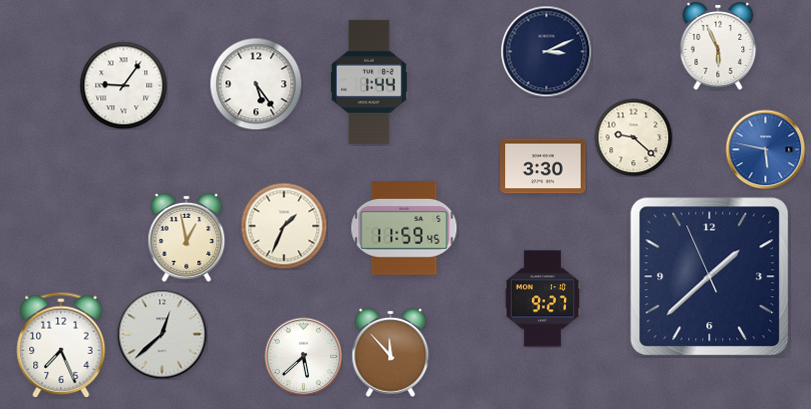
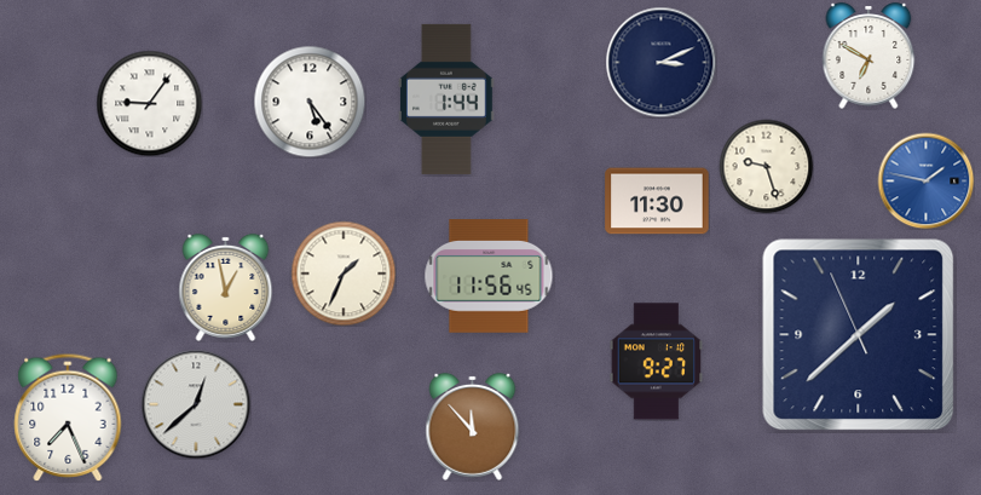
clock at (718, 46): 5:56 -> 6:50
clock at (633, 137): 9:22 -> 9:27
clock at (765, 149): 5:47 -> 1:47
clock at (543, 166): 3:30 -> 11:30
clock at (404, 228): 11:59 -> 11:56
clock at (61, 345) position: (61, 345) -> (68, 418)
clock at (303, 356): 5:38 -> none
